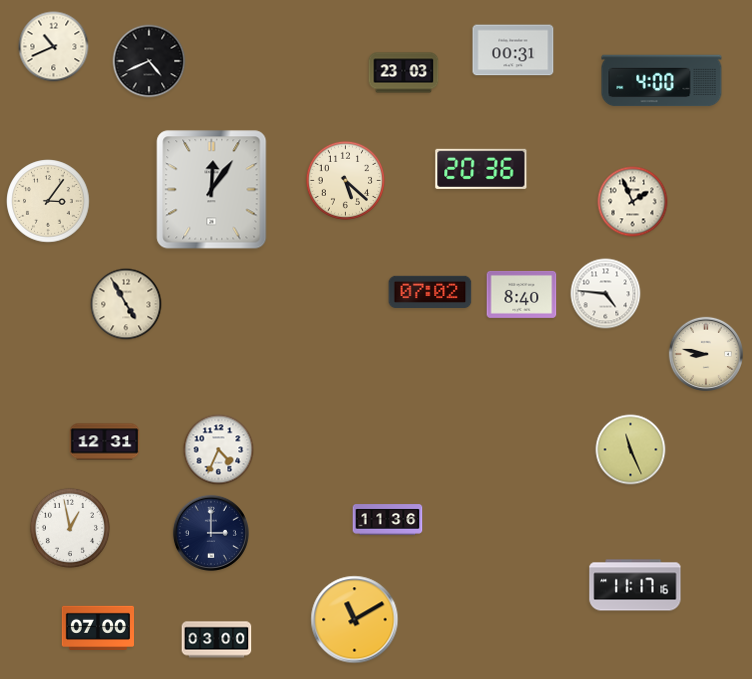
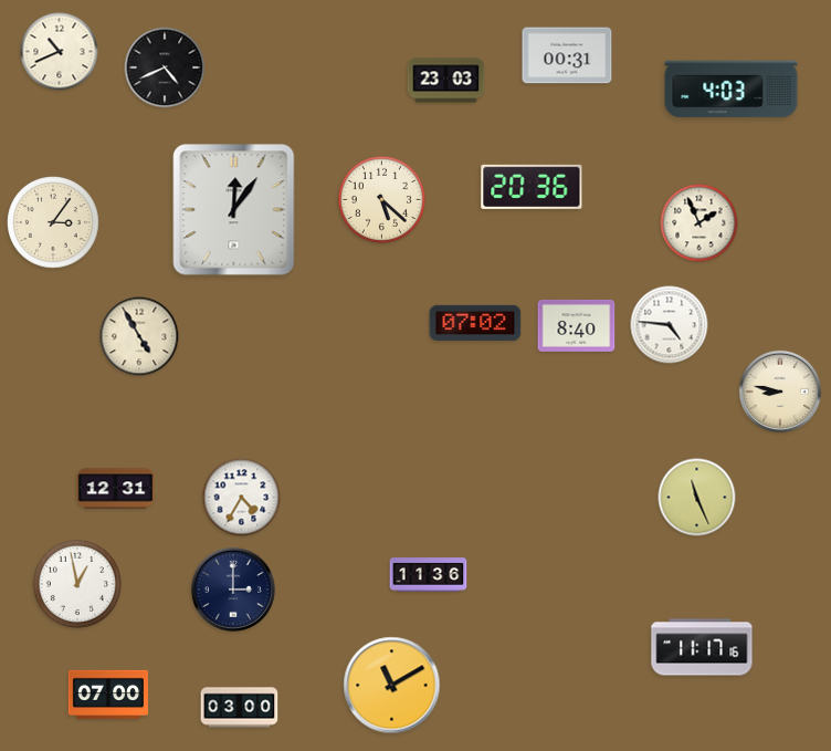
clock at (662, 81): 4:00 -> 4:03
clock at (219, 450): 4:34 -> 4:35
